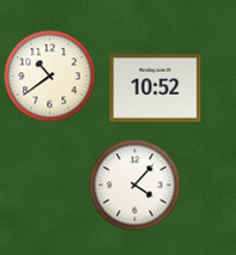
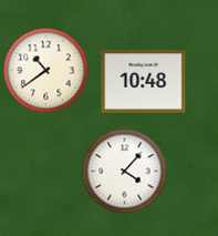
clock at (156, 89): 10:52 -> 10:48
